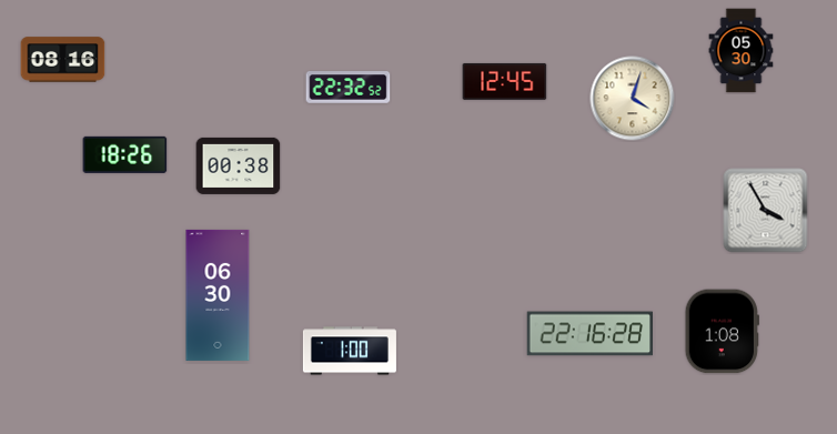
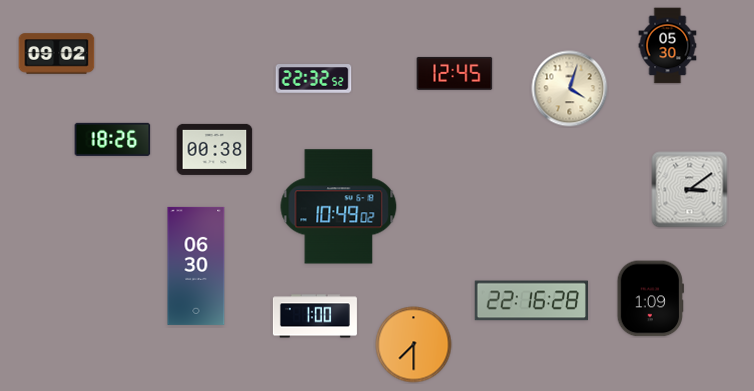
clock at (63, 60): 08:16 -> 09:02
clock at (766, 211): 3:55 -> 3:09
clock at (339, 207): none -> 10:49
clock at (722, 332): 1:08 -> 1:09
clock at (414, 345): none -> 7:30
